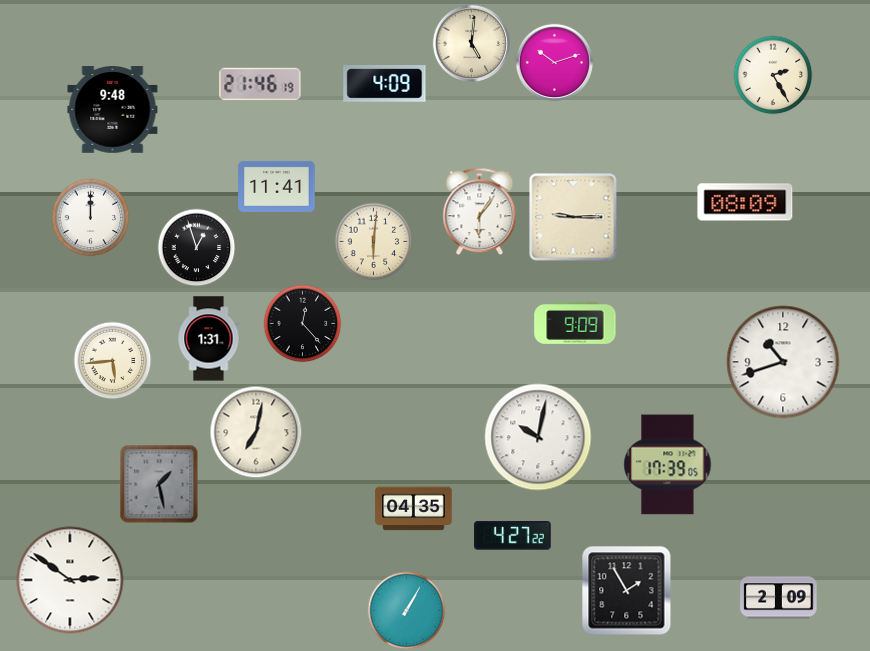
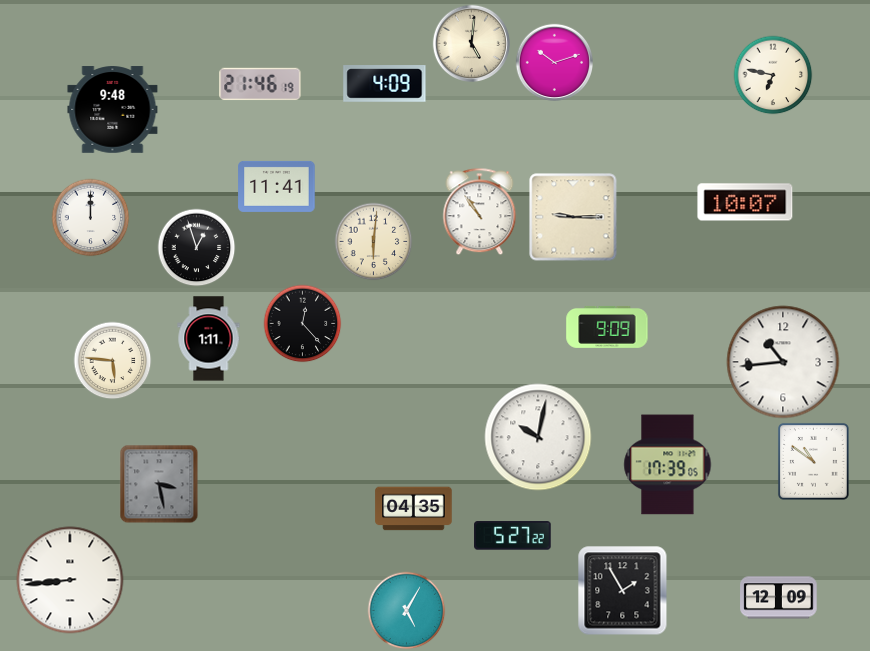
clock at (773, 75): 2:25 -> 6:47
clock at (745, 202): 08:09 -> 10:07
clock at (480, 211): 6:06 -> 10:54
clock at (575, 323) position: (575, 323) -> (607, 327)
clock at (209, 339): 1:31 -> 1:11
clock at (112, 360): 5:44 -> 5:46
clock at (783, 362): 10:42 -> 10:44
clock at (256, 432): 7:02 -> none
clock at (813, 461): none -> 10:51
clock at (159, 484): 1:28 -> 3:28
clock at (513, 536): 4:27 -> 5:27
clock at (70, 580): 2:51 -> 8:44
clock at (627, 591) position: (627, 591) -> (623, 591)
clock at (779, 598): 2:09 -> 12:09
clock at (406, 610): 1:05 -> 5:05
